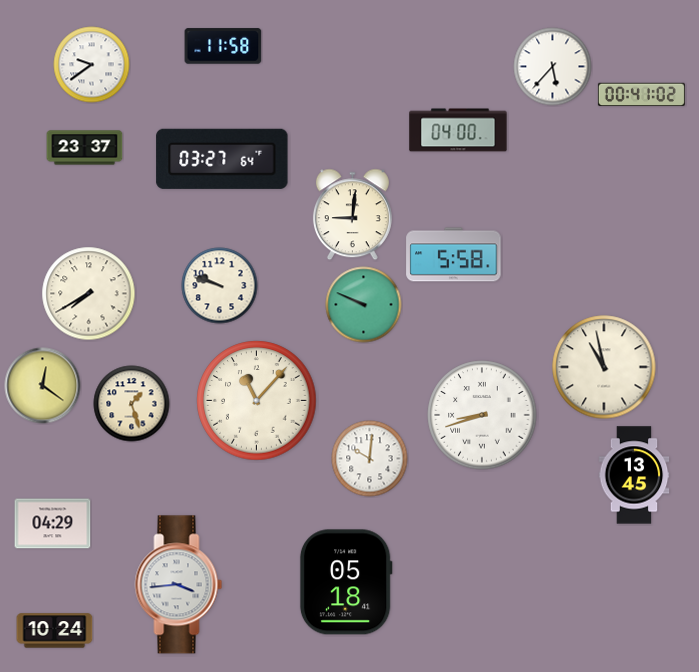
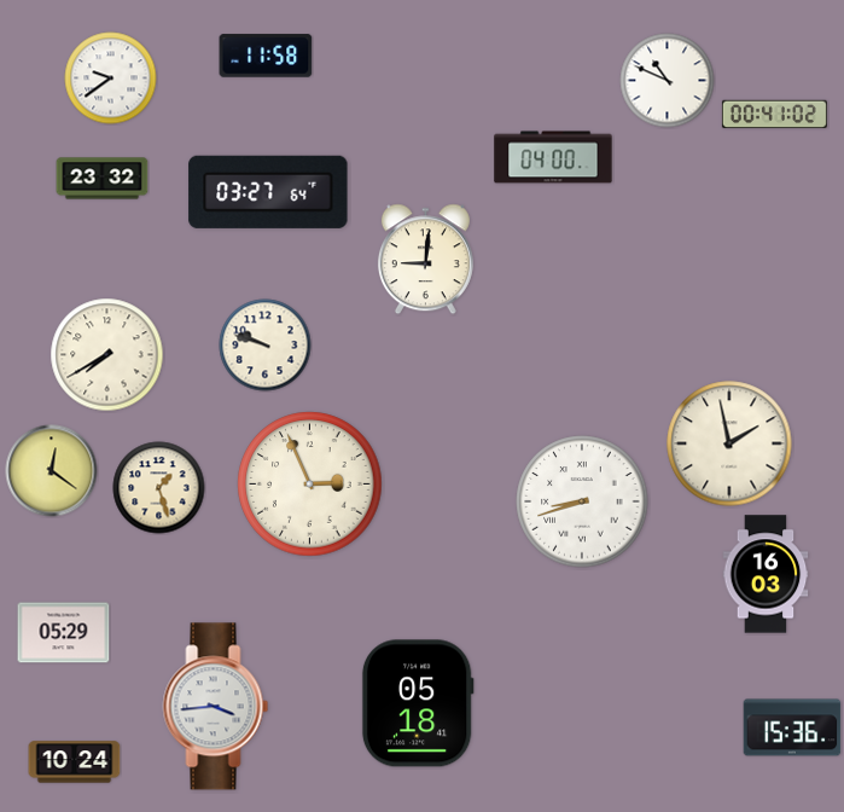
clock at (223, 46) position: (223, 46) -> (266, 56)
clock at (553, 67): 5:37 -> 10:49
clock at (85, 148): 23:37 -> 23:32
clock at (454, 255): 5:58 -> none
clock at (364, 305): 9:49 -> none
clock at (604, 367): 10:58 -> 1:58
clock at (43, 386) position: (43, 386) -> (52, 471)
clock at (257, 401): 11:07 -> 2:56
clock at (370, 459): 10:01 -> none
clock at (634, 475): 13:45 -> 16:03
clock at (53, 524): 04:29 -> 05:29
clock at (792, 727): none -> 15:36
clock at (55, 631) position: (55, 631) -> (75, 762)
